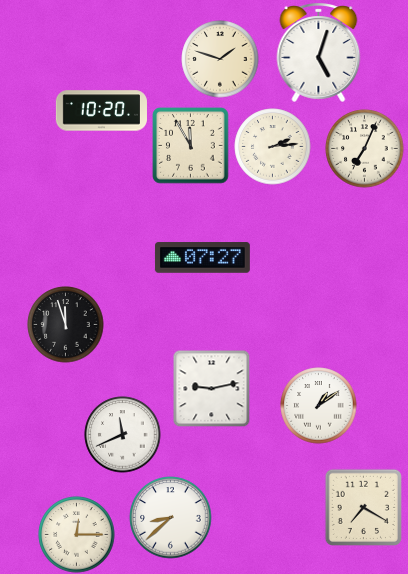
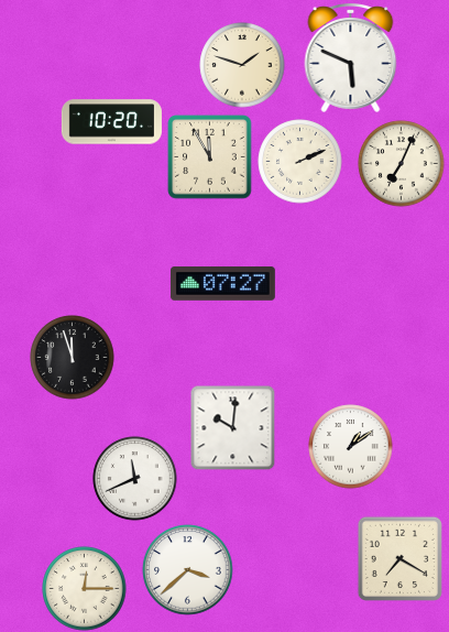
clock at (319, 52): 5:03 -> 5:49
clock at (191, 146) position: (191, 146) -> (210, 157)
clock at (273, 147): 2:14 -> 2:11
clock at (211, 388): 9:13 -> 10:01
clock at (171, 518): 8:38 -> 3:38
